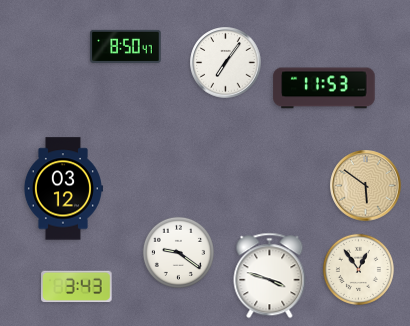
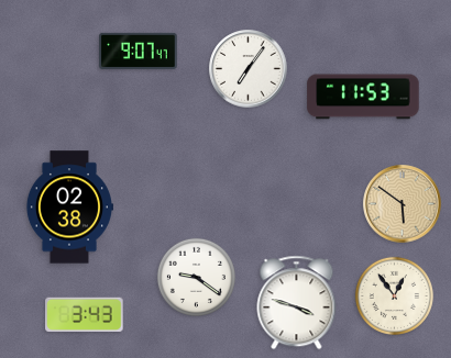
clock at (126, 46): 8:50 -> 9:07
clock at (324, 88) position: (324, 88) -> (363, 97)
clock at (63, 189): 03:12 -> 02:38
